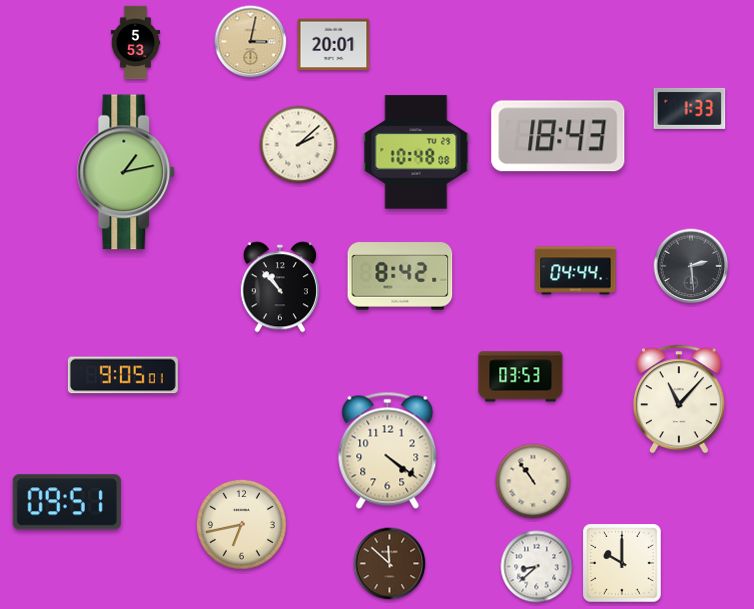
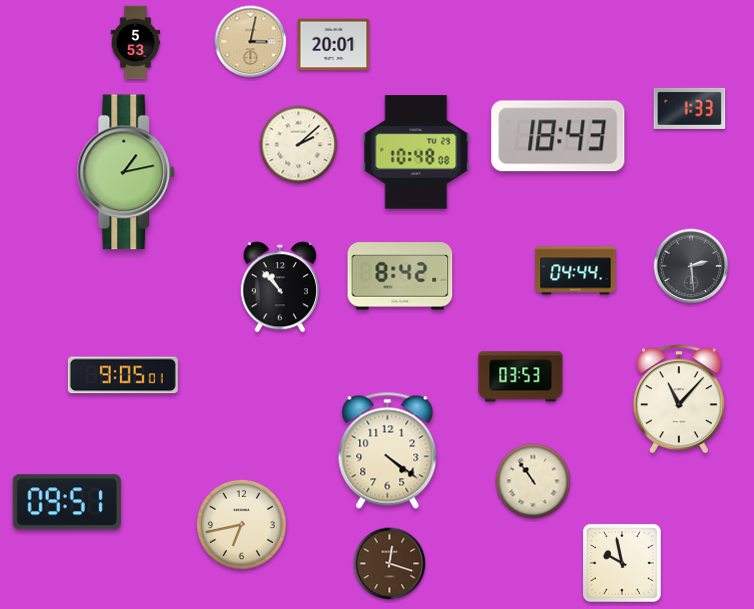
clock at (622, 563): 10:00 -> 9:58
clock at (390, 564): 11:52 -> 12:18
clock at (537, 567): 8:38 -> none
